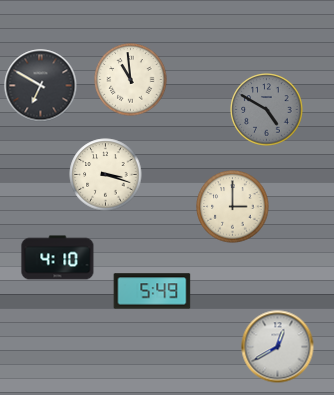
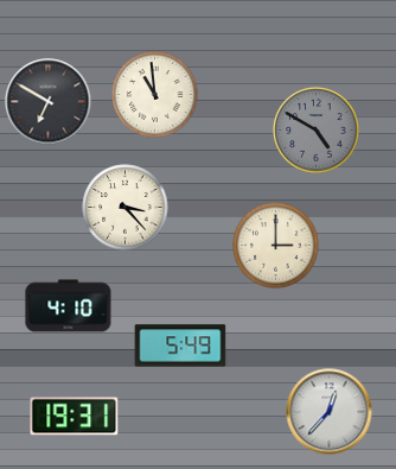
clock at (106, 175): 3:18 -> 3:23
clock at (278, 347): 12:40 -> 12:37
clock at (75, 417): none -> 19:31
